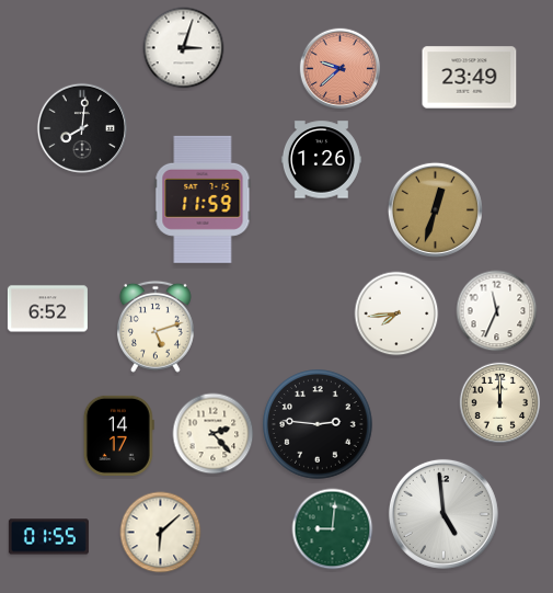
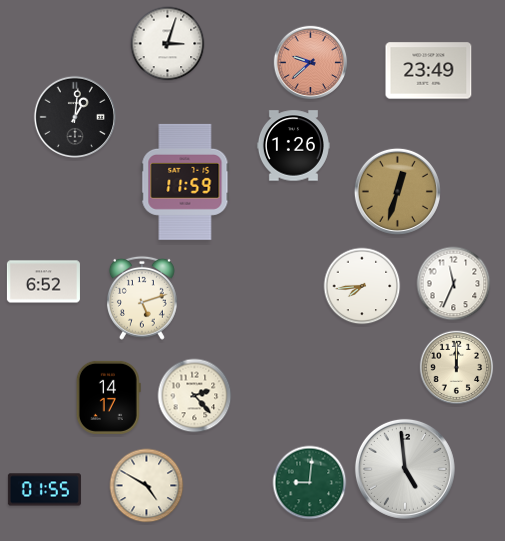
clock at (82, 128): 8:01 -> 1:01
clock at (318, 424): 2:46 -> none
clock at (333, 529) position: (333, 529) -> (310, 483)
clock at (161, 533): 6:08 -> 4:50
